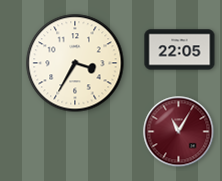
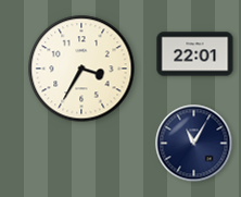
clock at (180, 50): 22:05 -> 22:01
clock at (179, 132) dial: burgundy -> navy
